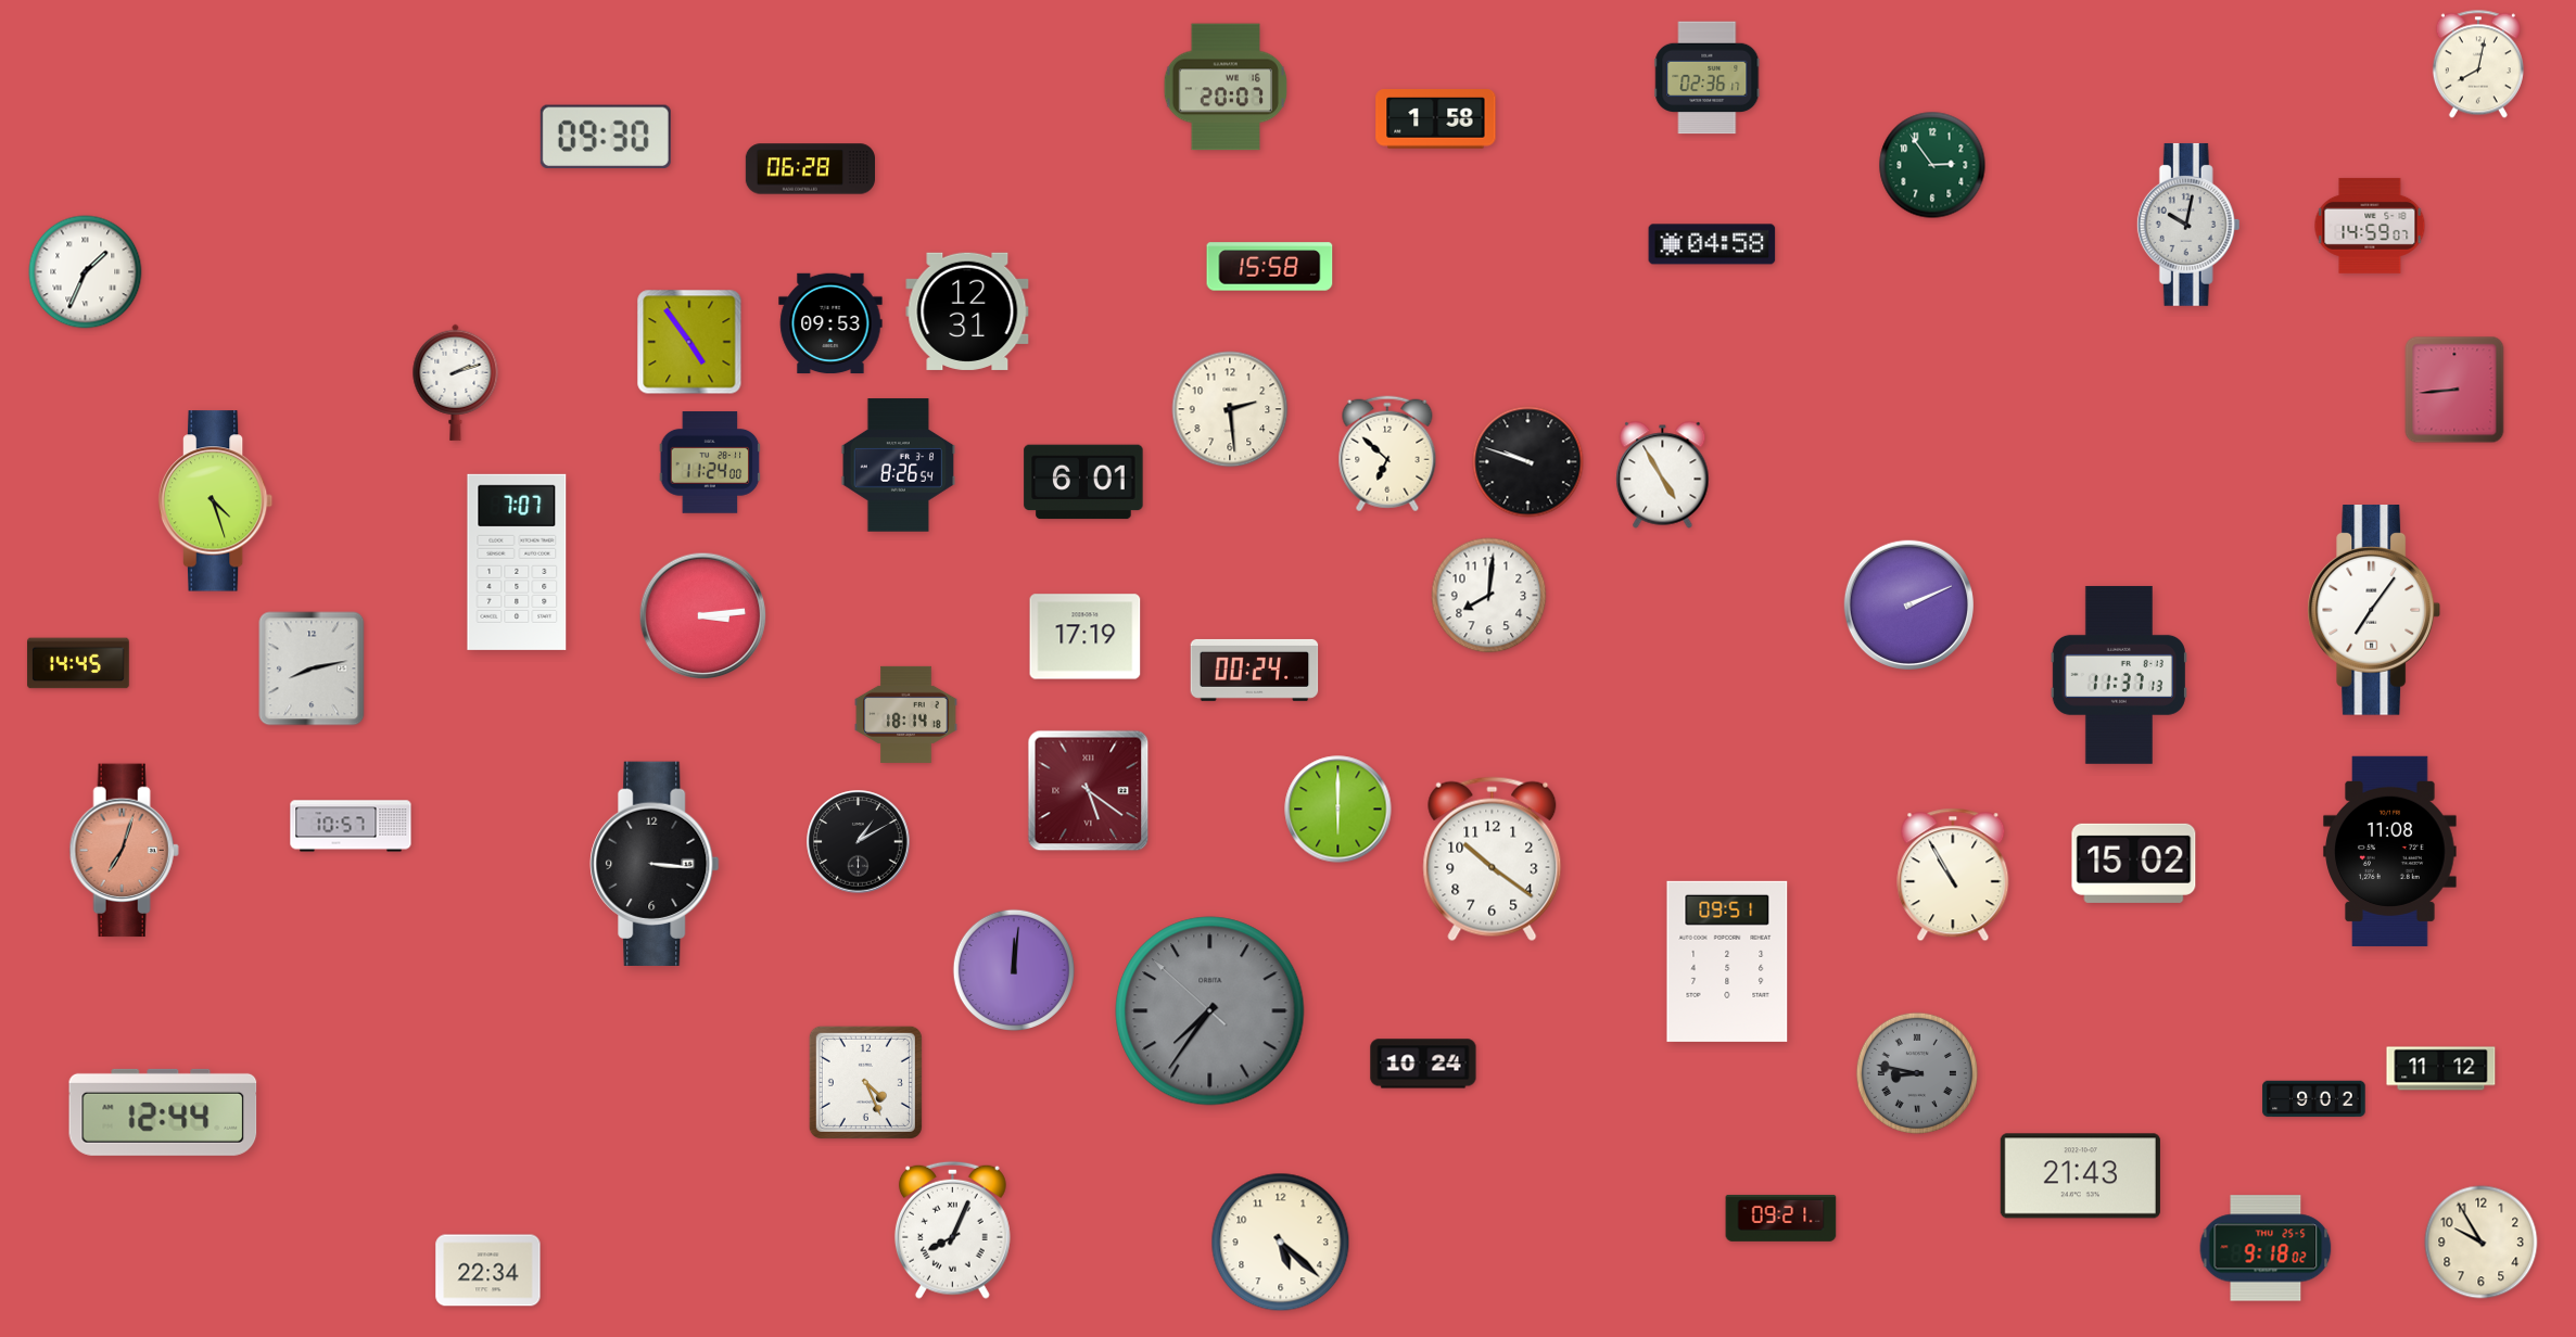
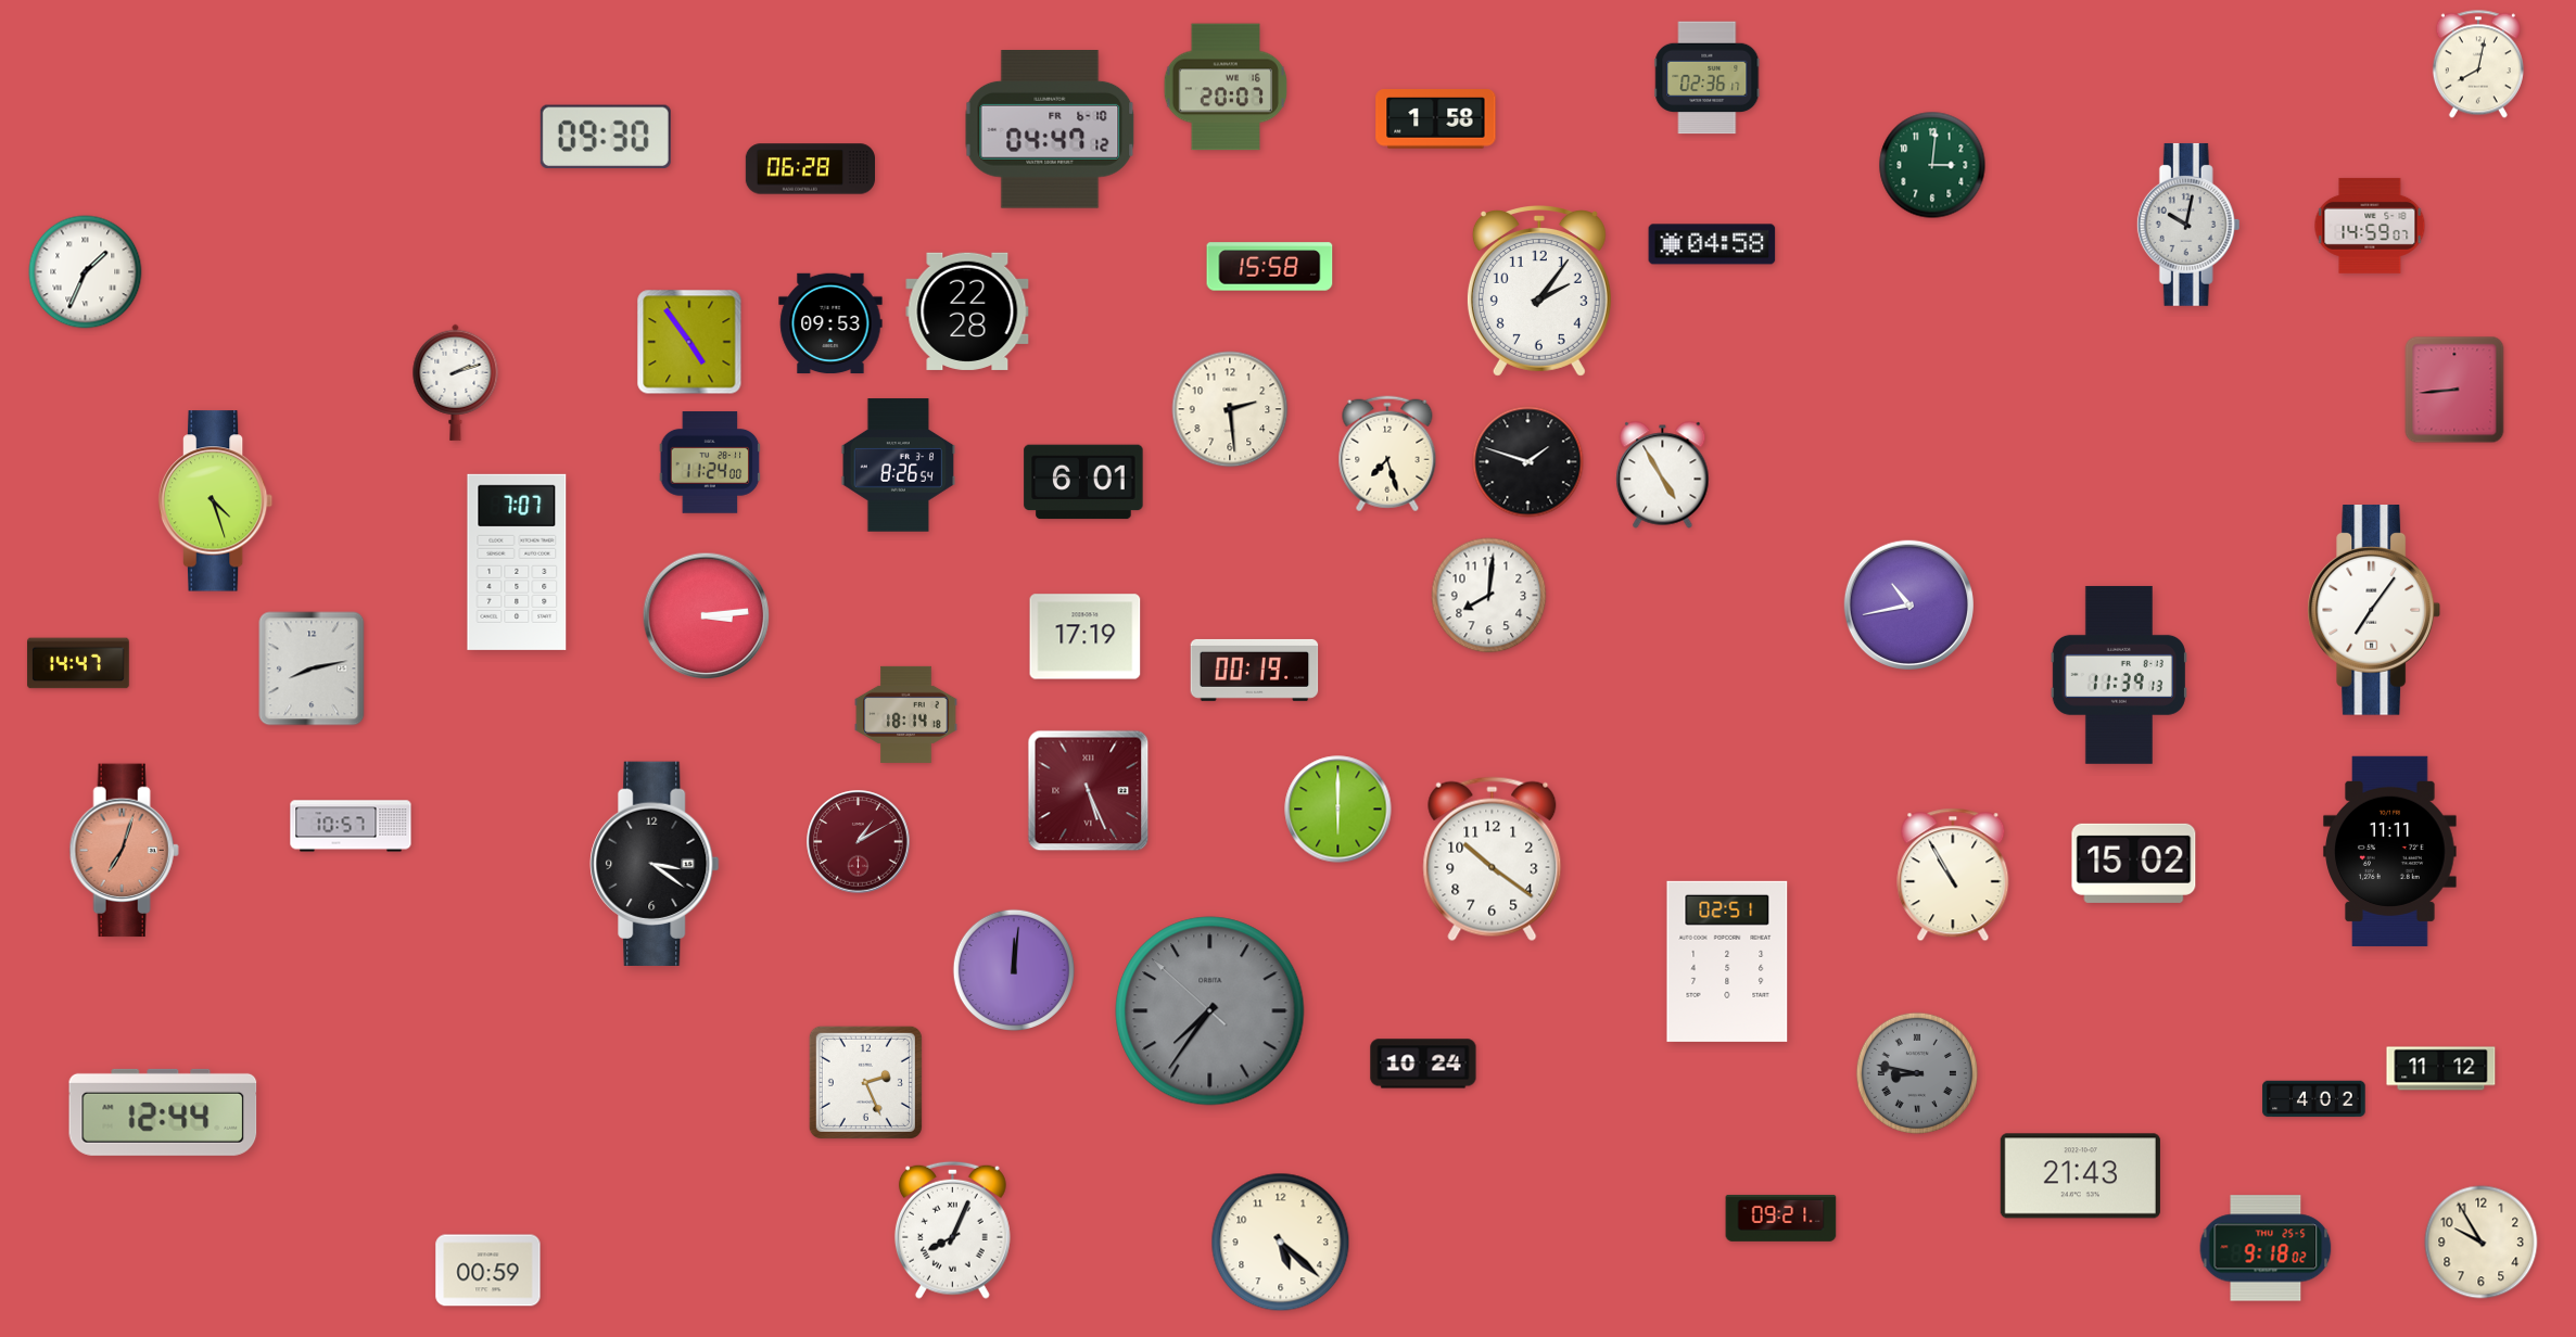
clock at (1050, 130): none -> 04:47
clock at (1932, 165): 2:54 -> 3:01
clock at (1539, 292): none -> 2:06
clock at (967, 311): 12:31 -> 22:28
clock at (1387, 454): 6:52 -> 7:27
clock at (1528, 462): 9:48 -> 1:48
clock at (1908, 604): 2:11 -> 10:43
clock at (703, 616) position: (703, 616) -> (707, 616)
clock at (78, 663): 14:45 -> 14:47
clock at (1255, 670): 00:24 -> 00:19
clock at (2119, 675): 11:37 -> 11:39
clock at (1089, 791): 5:21 -> 5:26
clock at (859, 842) dial: black -> burgundy
clock at (2390, 851): 11:08 -> 11:11
clock at (655, 863): 3:16 -> 3:21
clock at (1727, 962): 09:51 -> 02:51
clock at (865, 1082): 4:26 -> 2:26
clock at (2314, 1099): 9:02 -> 4:02
clock at (488, 1271): 22:34 -> 00:59
